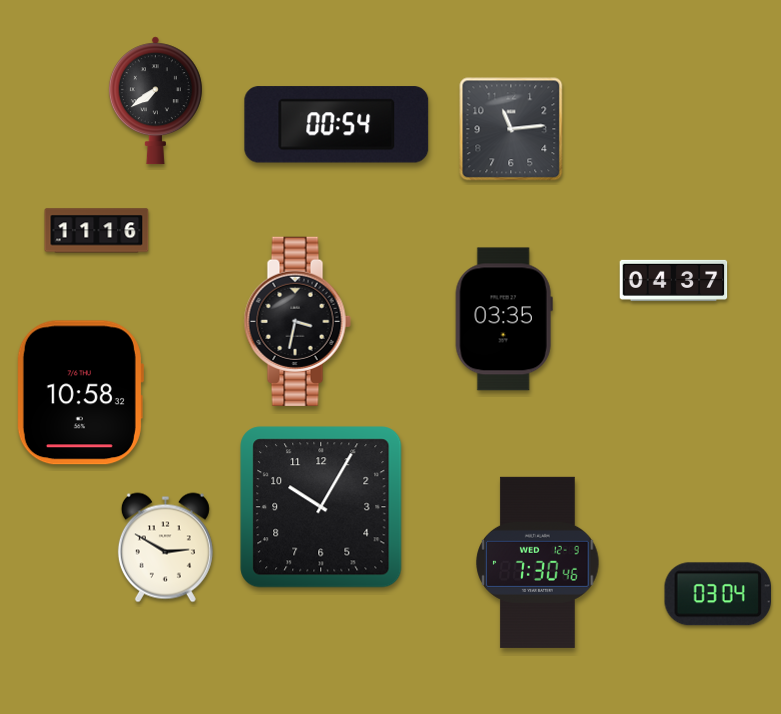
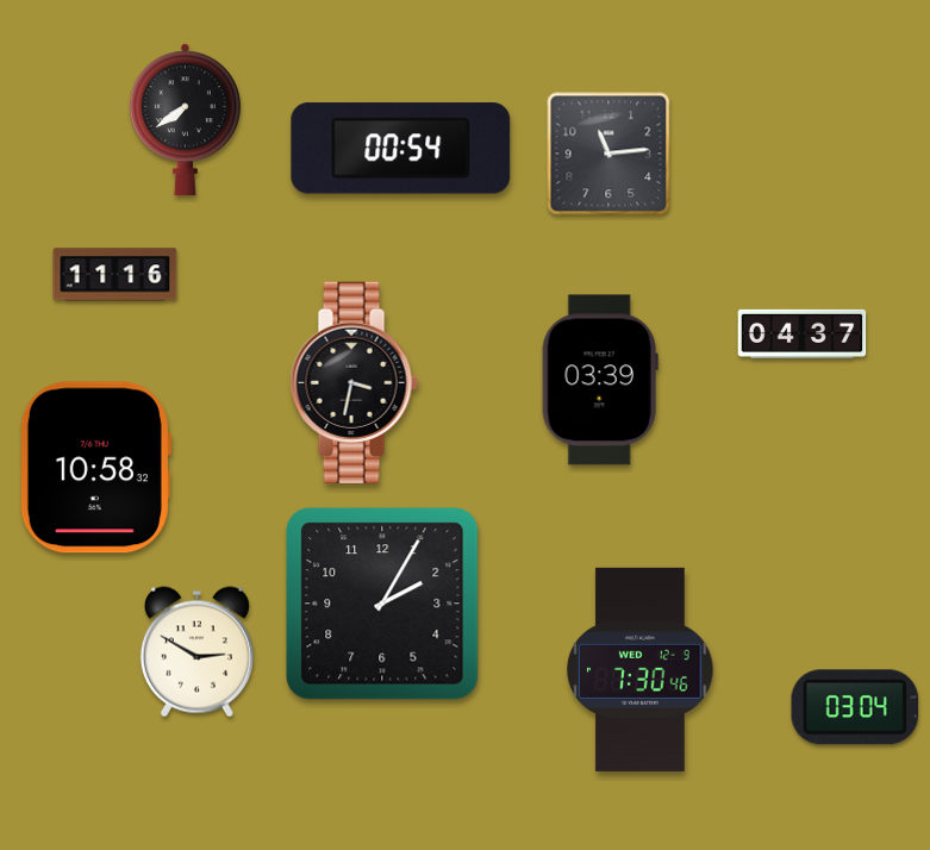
clock at (504, 319): 03:35 -> 03:39
clock at (321, 507): 10:05 -> 2:05
